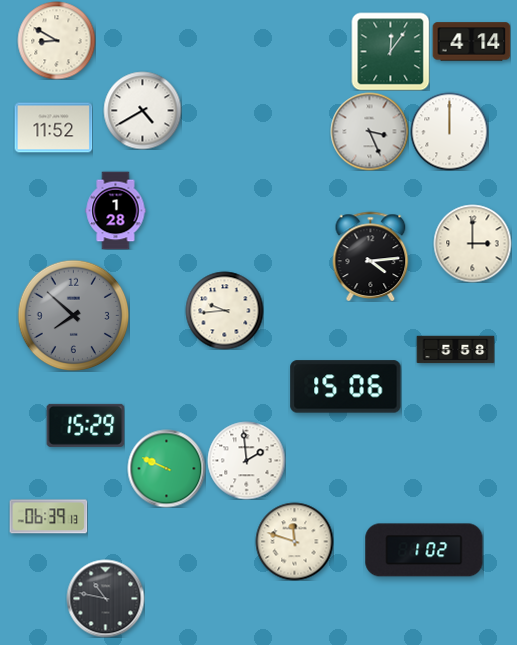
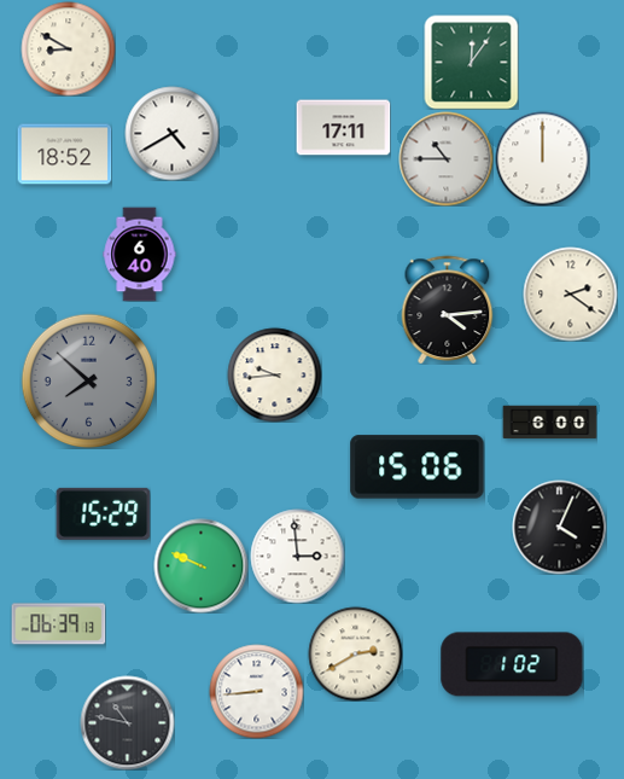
clock at (471, 42): 4:14 -> none
clock at (343, 128): none -> 17:11
clock at (53, 128): 11:52 -> 18:52
clock at (369, 131): 3:26 -> 10:45
clock at (116, 210): 1:28 -> 6:40
clock at (472, 243): 3:00 -> 2:21
clock at (224, 310) position: (224, 310) -> (274, 374)
clock at (455, 350): 5:58 -> 6:00
clock at (559, 527): none -> 4:04
clock at (246, 460): 1:59 -> 2:59
clock at (294, 541): 11:48 -> 2:40
clock at (256, 691): none -> 8:44
